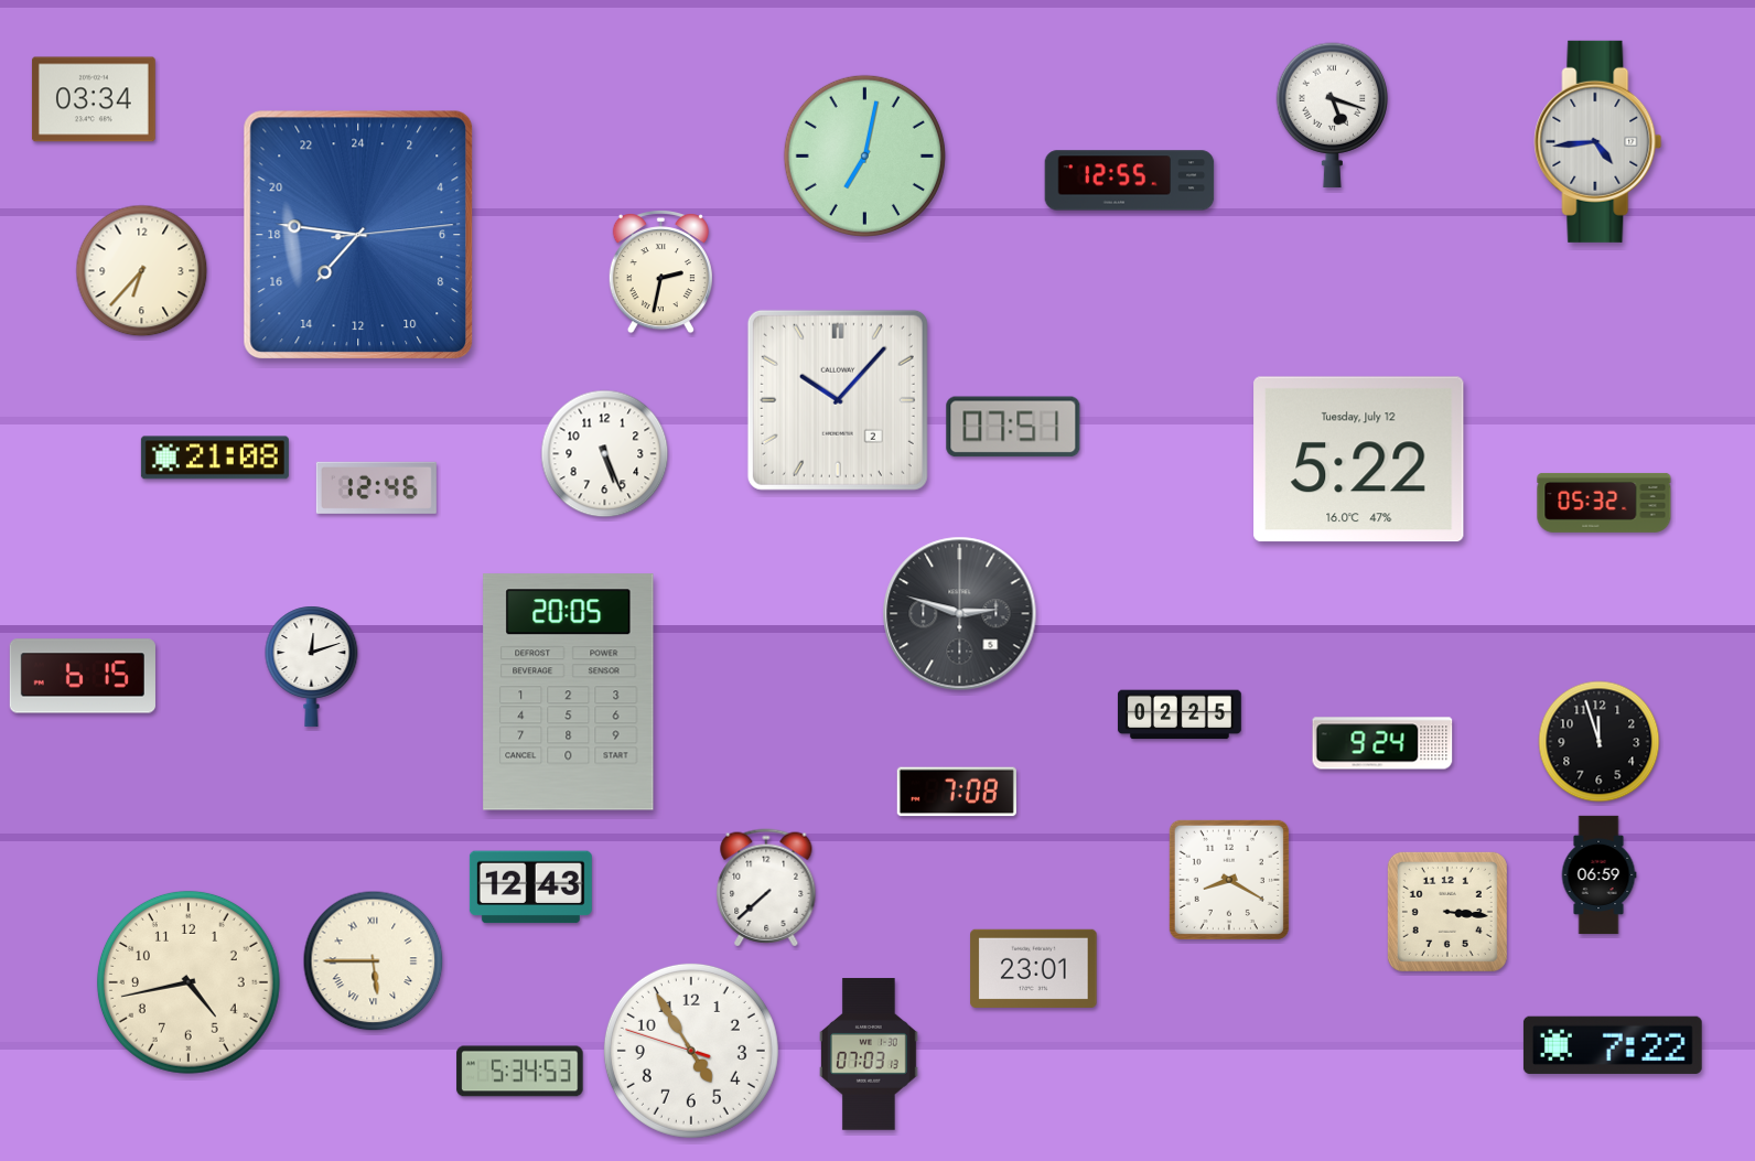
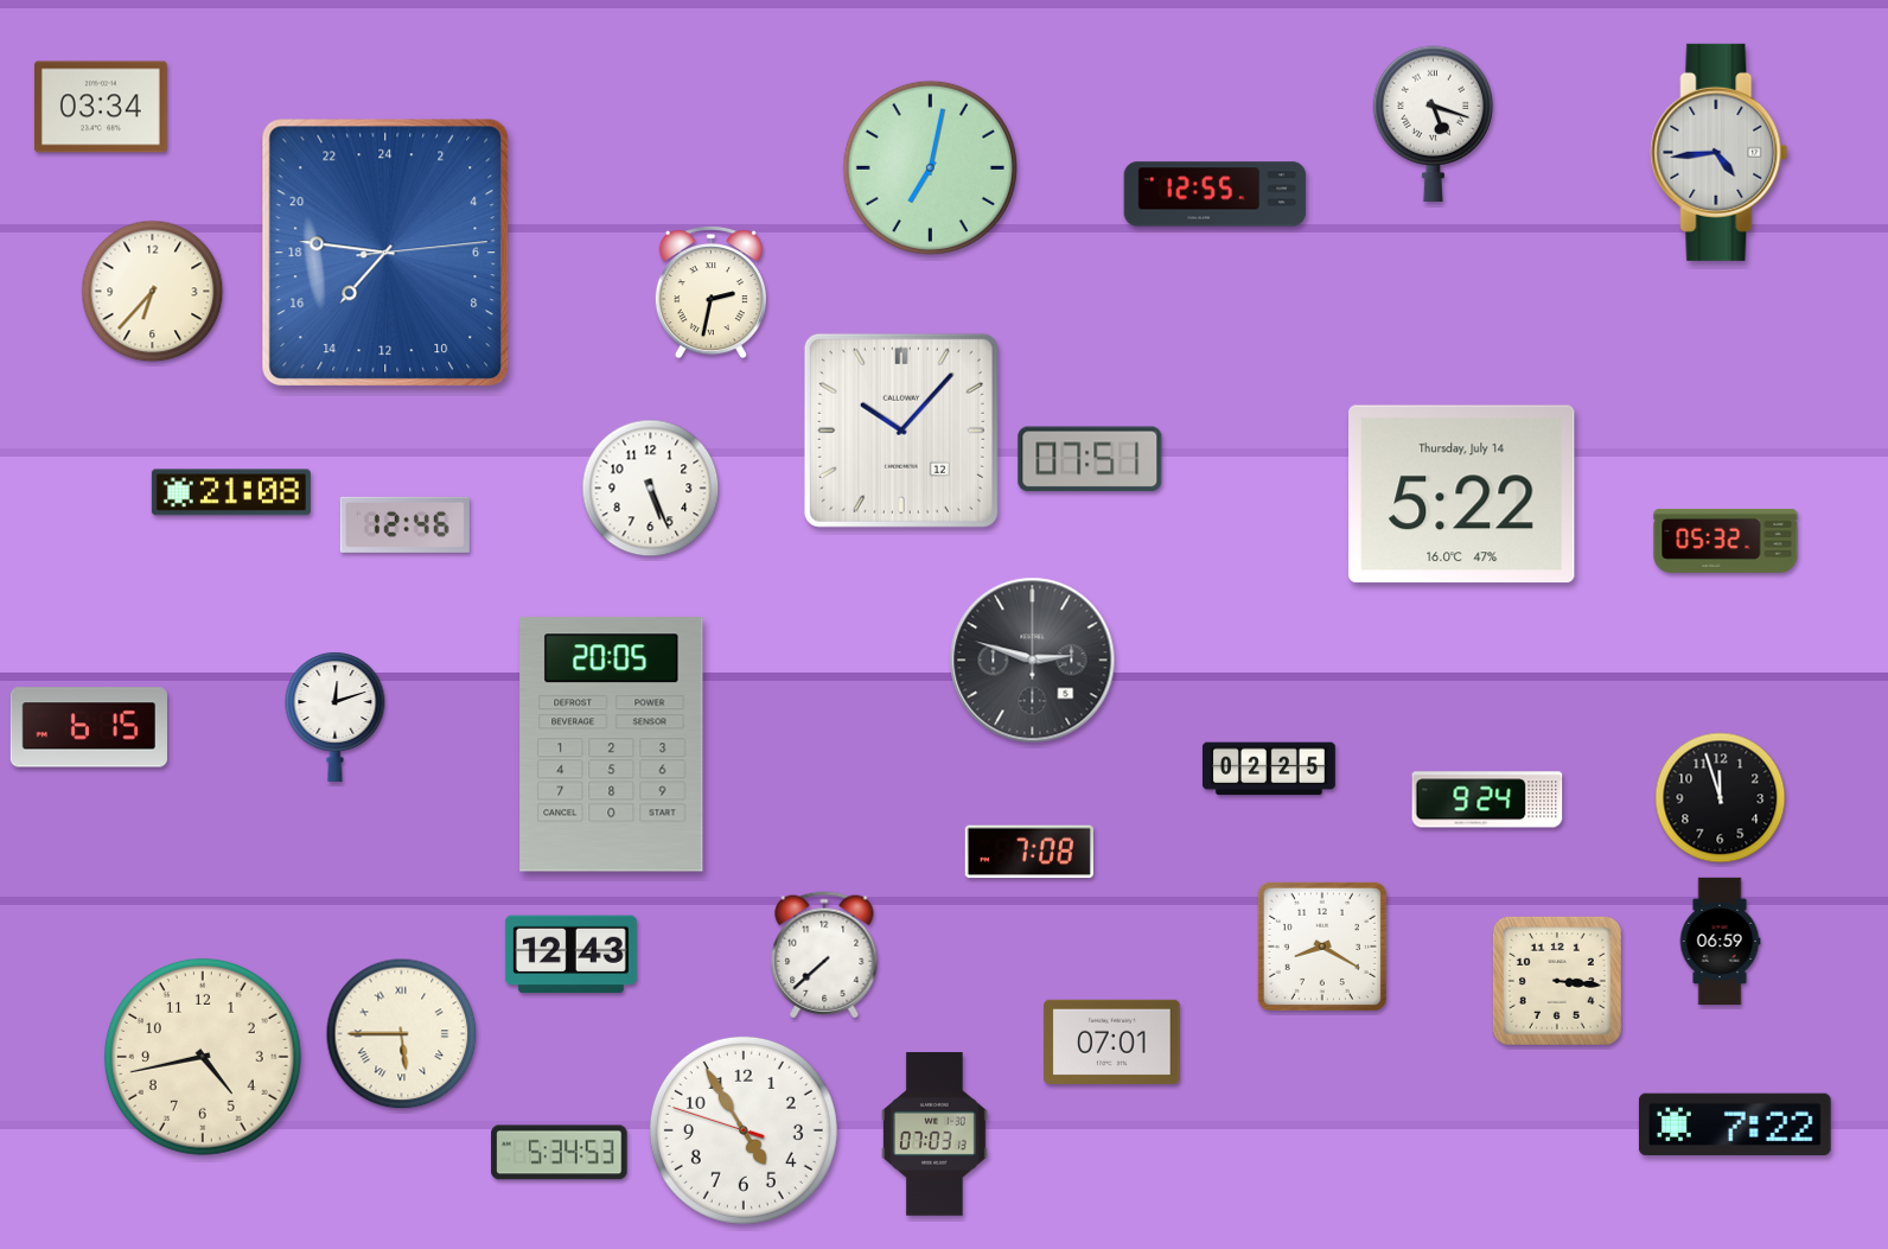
clock at (838, 400) date: 2 -> 12
clock at (1359, 460) date: Tuesday, July 12 -> Thursday, July 14
clock at (1034, 968): 23:01 -> 07:01
